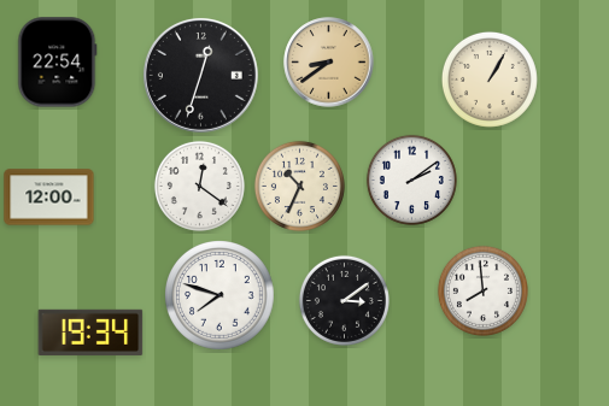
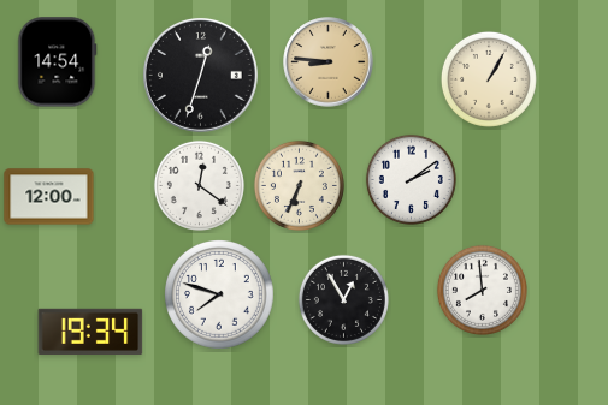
clock at (58, 63): 22:54 -> 14:54
clock at (329, 63): 8:39 -> 8:46
clock at (299, 186): 10:34 -> 6:34
clock at (344, 300): 3:09 -> 12:55
